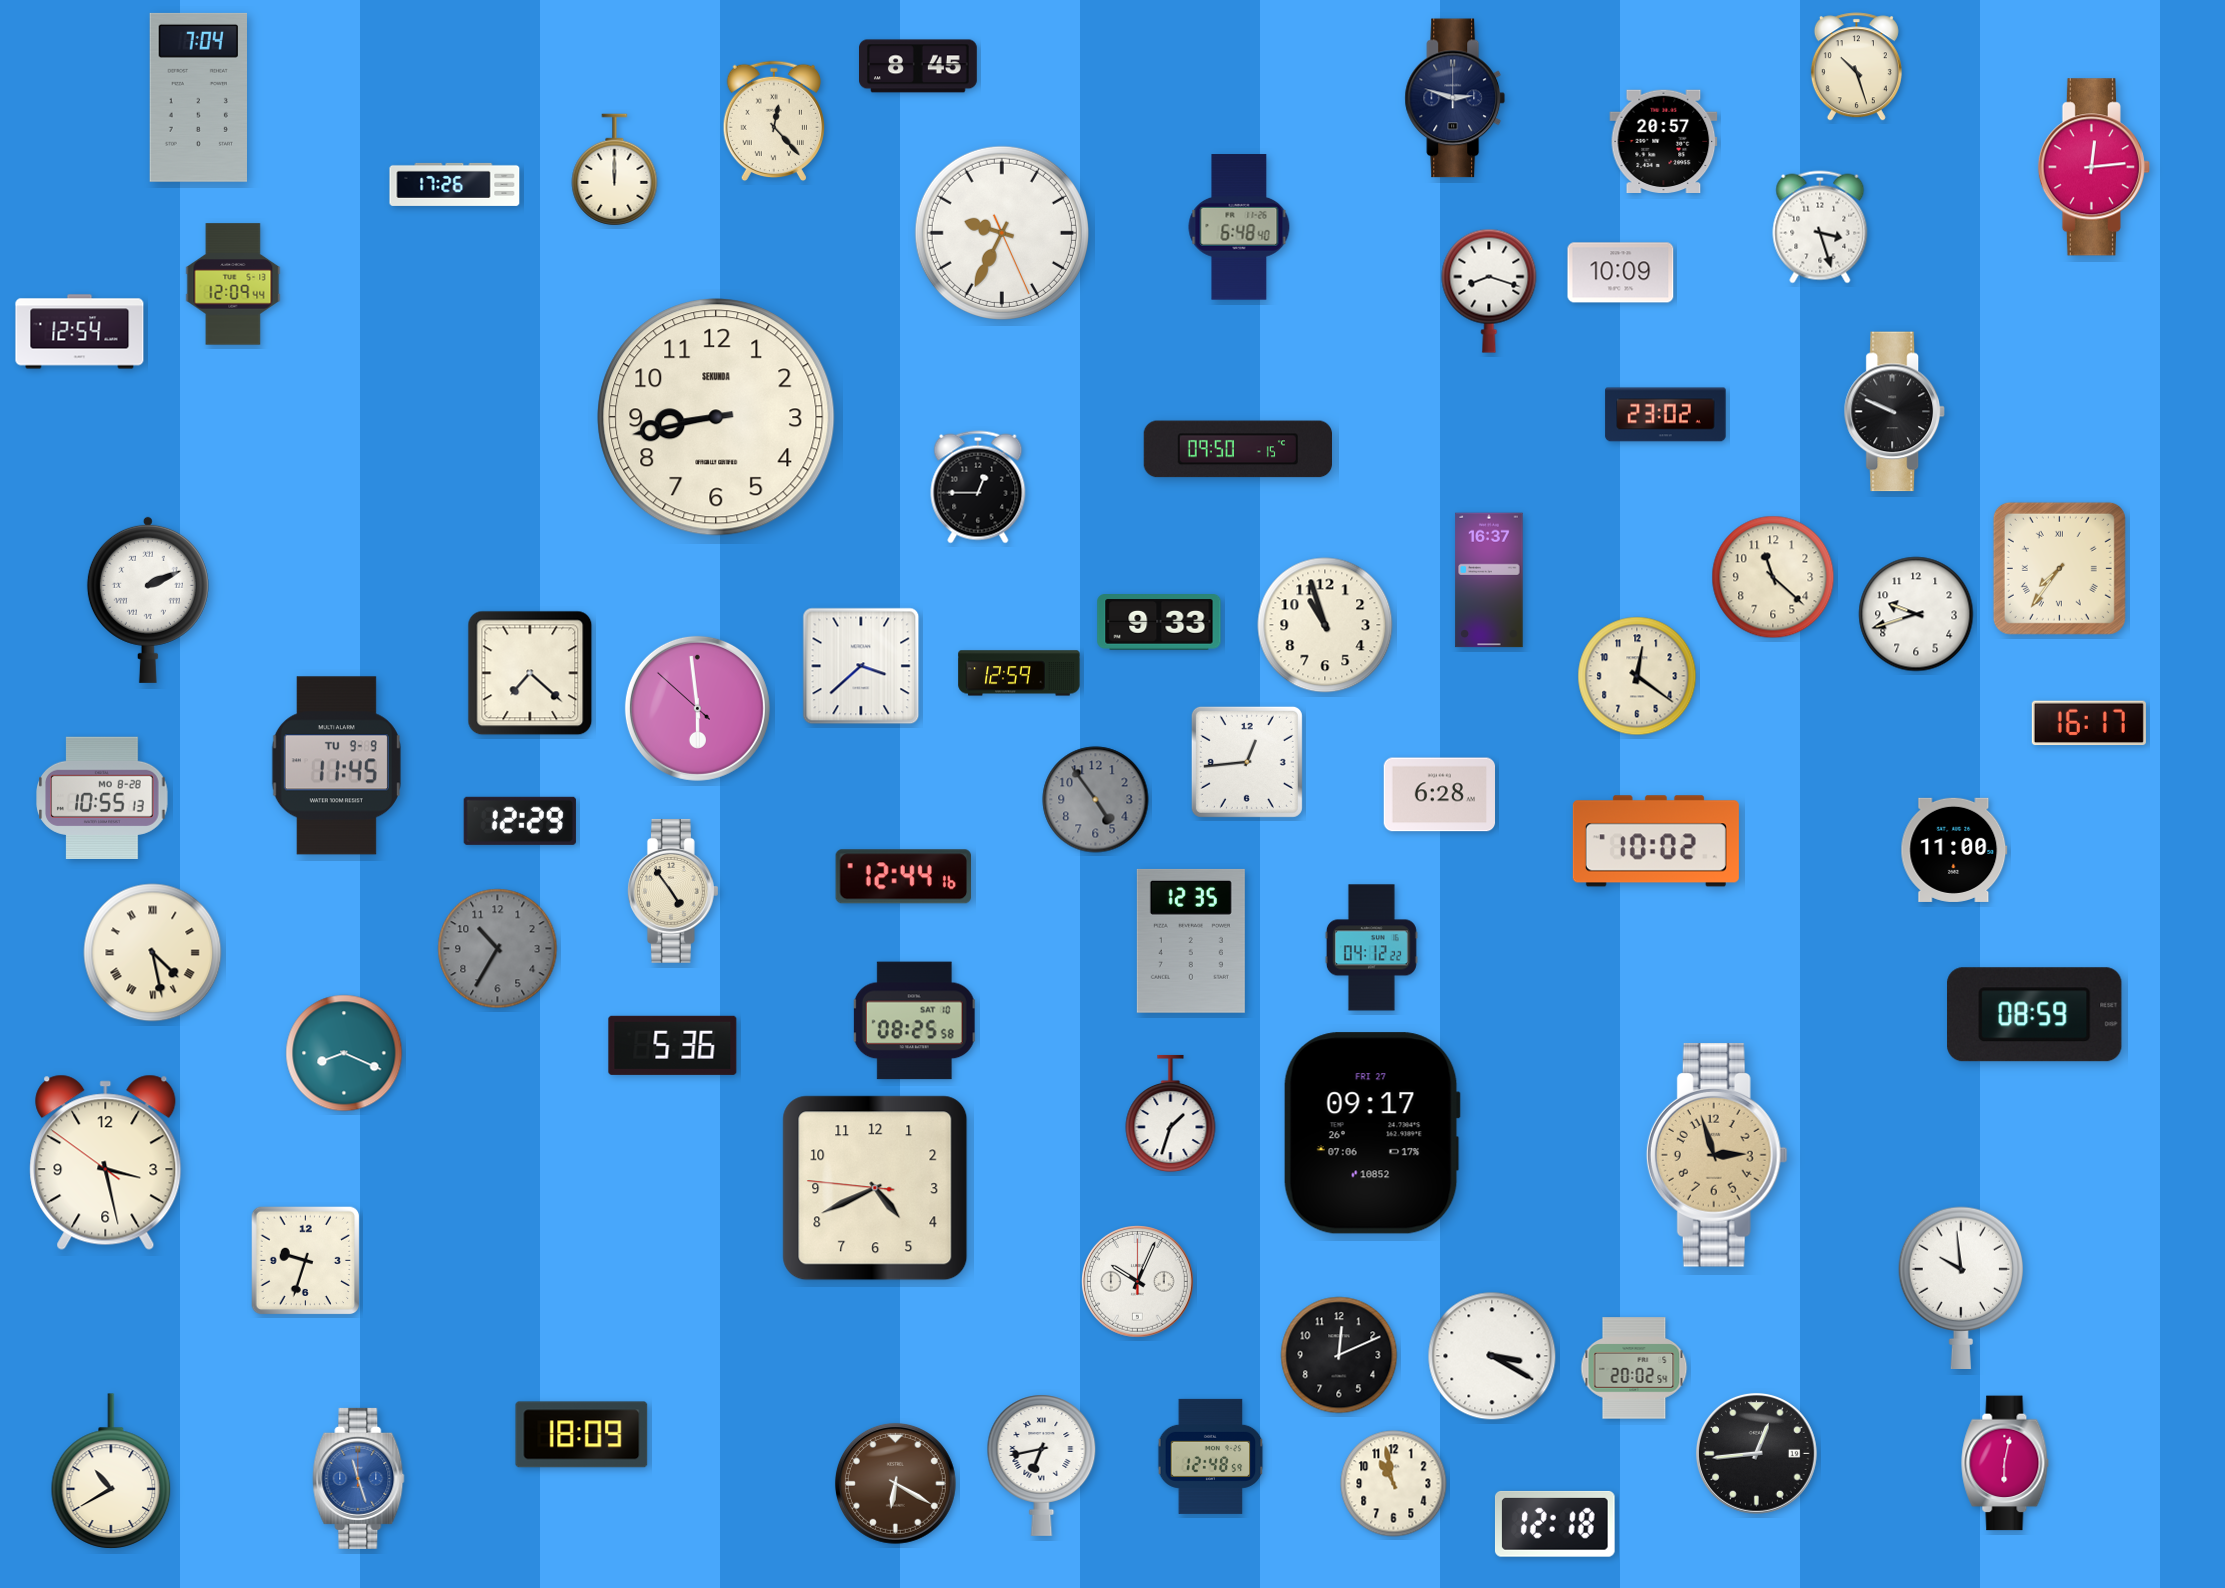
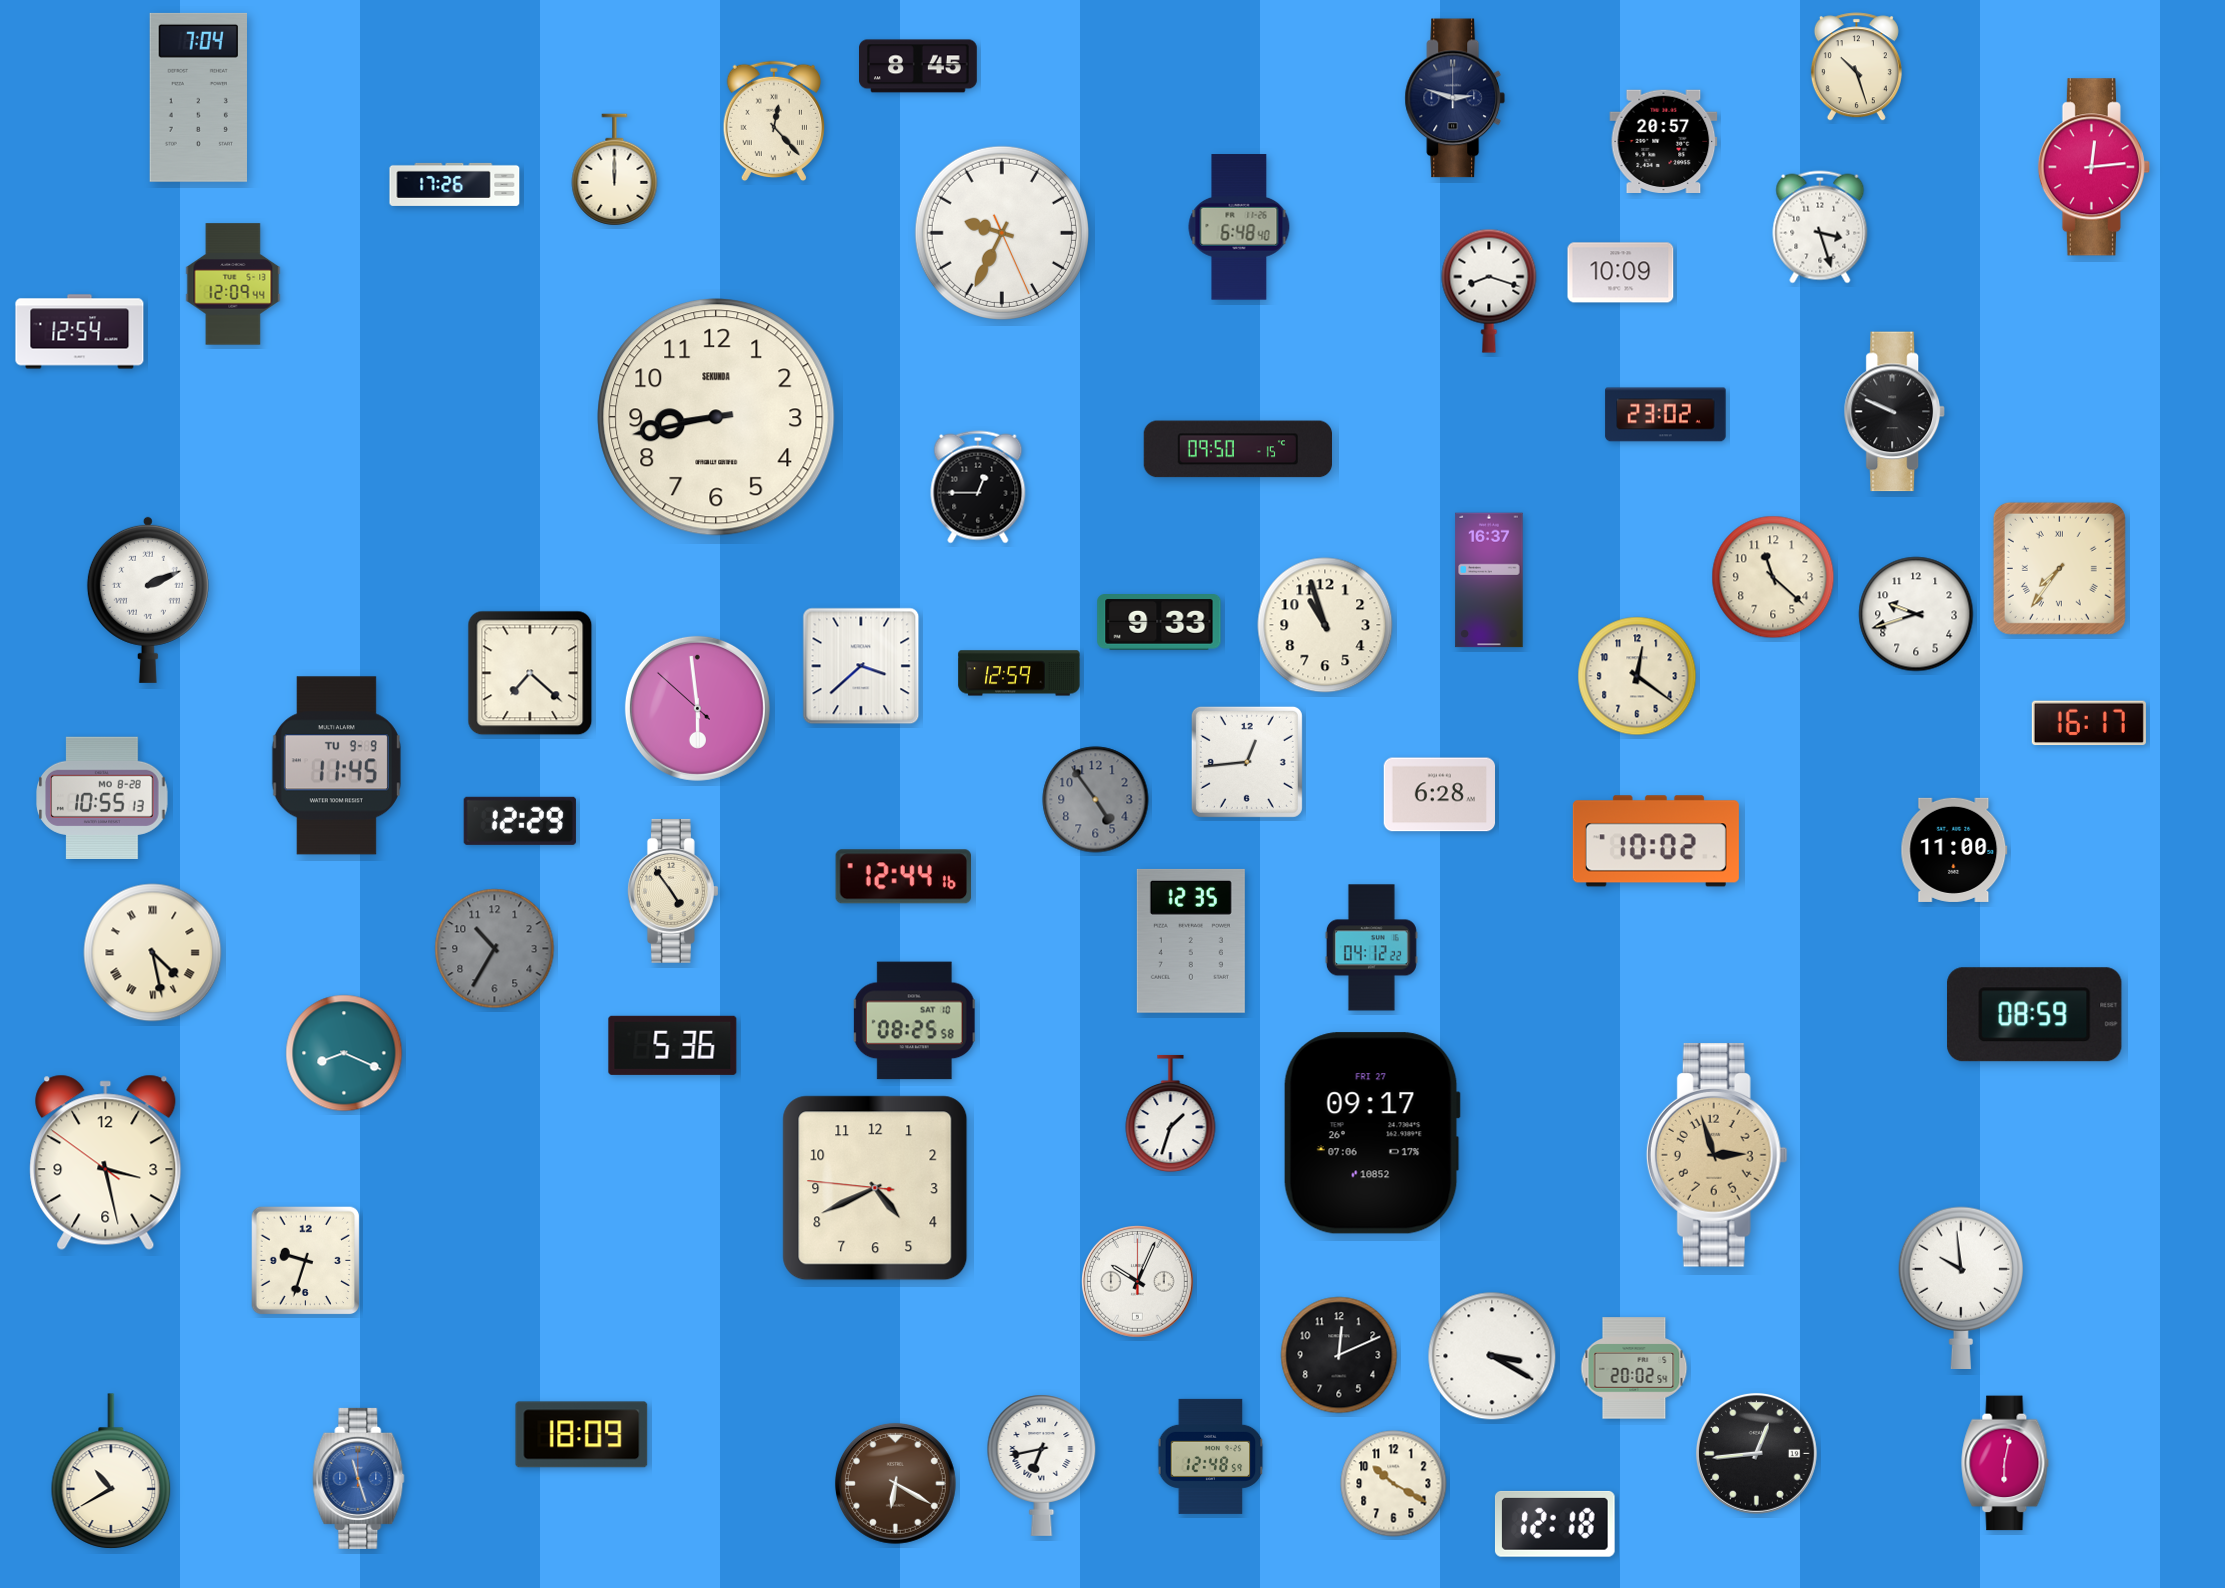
clock at (498, 949) position: (498, 949) -> (495, 949)
clock at (1394, 1484): 10:58 -> 10:20
